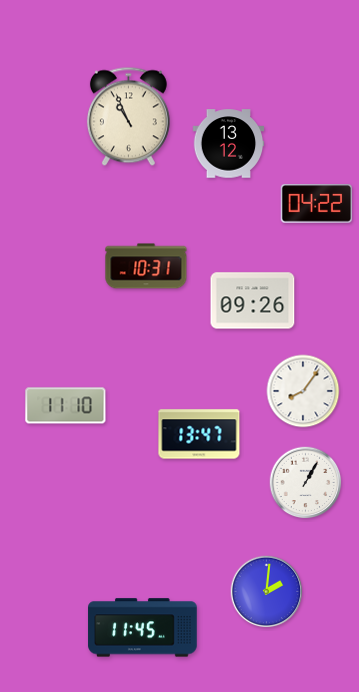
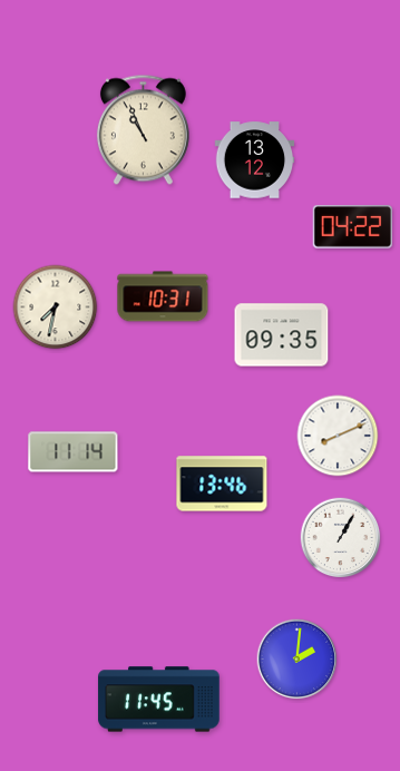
clock at (56, 308): none -> 7:32
clock at (253, 301): 09:26 -> 09:35
clock at (303, 391): 8:06 -> 8:11
clock at (66, 406): 11:10 -> 11:14
clock at (199, 434): 13:47 -> 13:46
